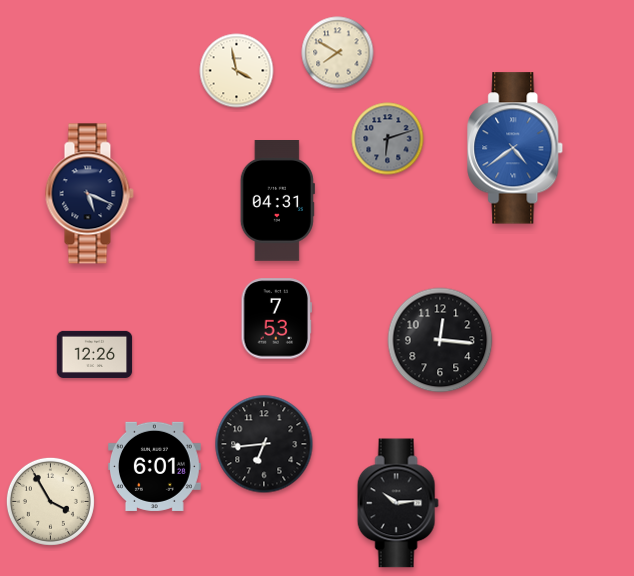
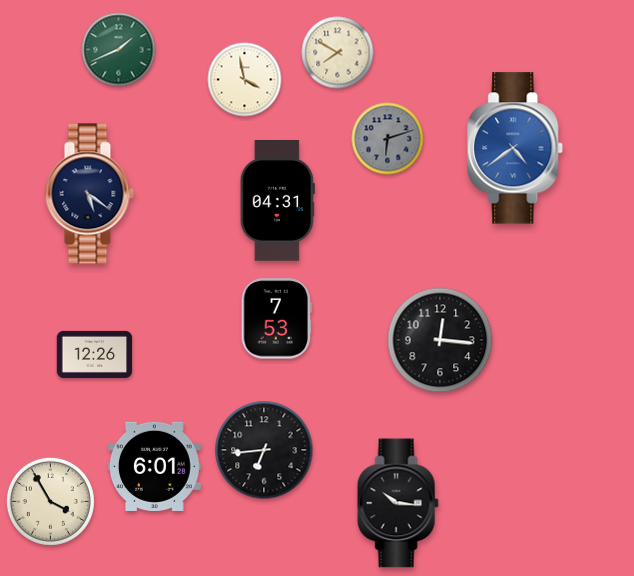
clock at (119, 50): none -> 1:41
clock at (237, 71) position: (237, 71) -> (245, 80)
clock at (89, 194): 5:19 -> 5:21
clock at (264, 444) position: (264, 444) -> (264, 450)
clock at (398, 503): 10:14 -> 10:16
